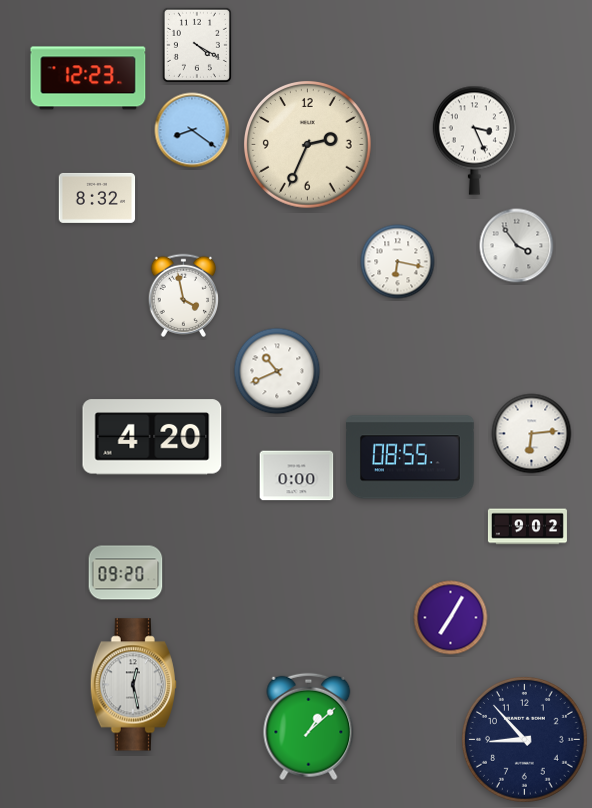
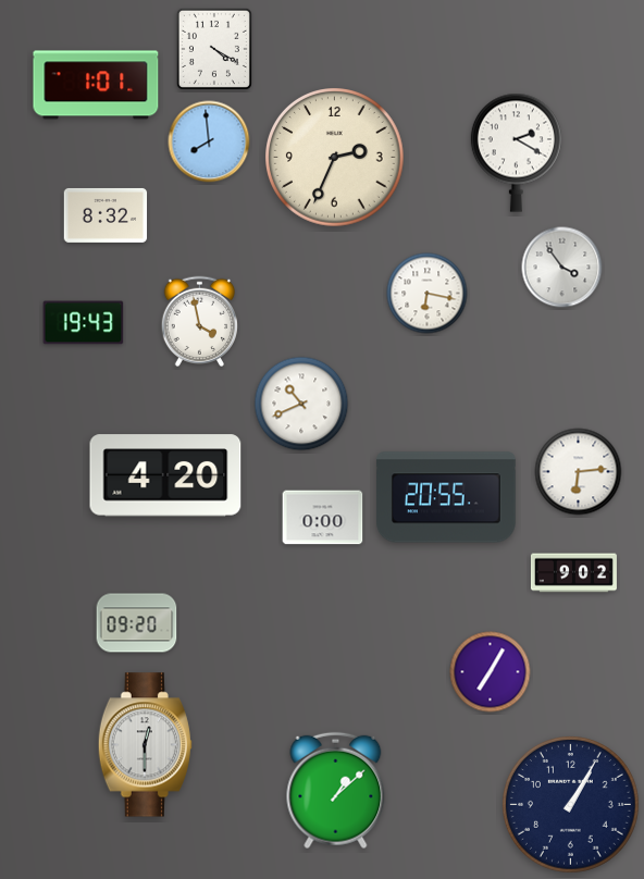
clock at (88, 78): 12:23 -> 1:01
clock at (192, 130): 8:21 -> 7:59
clock at (474, 140): 3:26 -> 2:20
clock at (398, 262) position: (398, 262) -> (428, 294)
clock at (84, 323): none -> 19:43
clock at (411, 457): 08:55 -> 20:55
clock at (133, 685): 12:28 -> 12:30
clock at (525, 740): 8:53 -> 1:05
